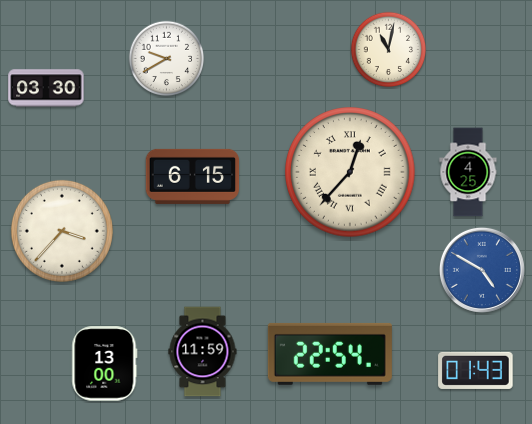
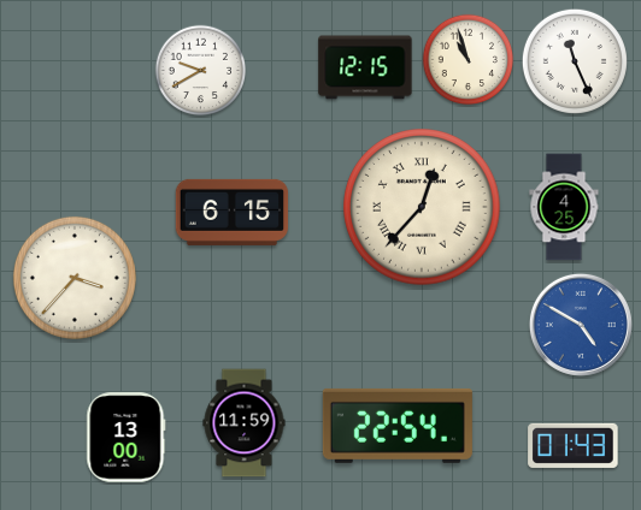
clock at (389, 50): 11:02 -> 10:57
clock at (575, 61): none -> 11:26
clock at (365, 67): none -> 12:15
clock at (46, 88): 03:30 -> none
